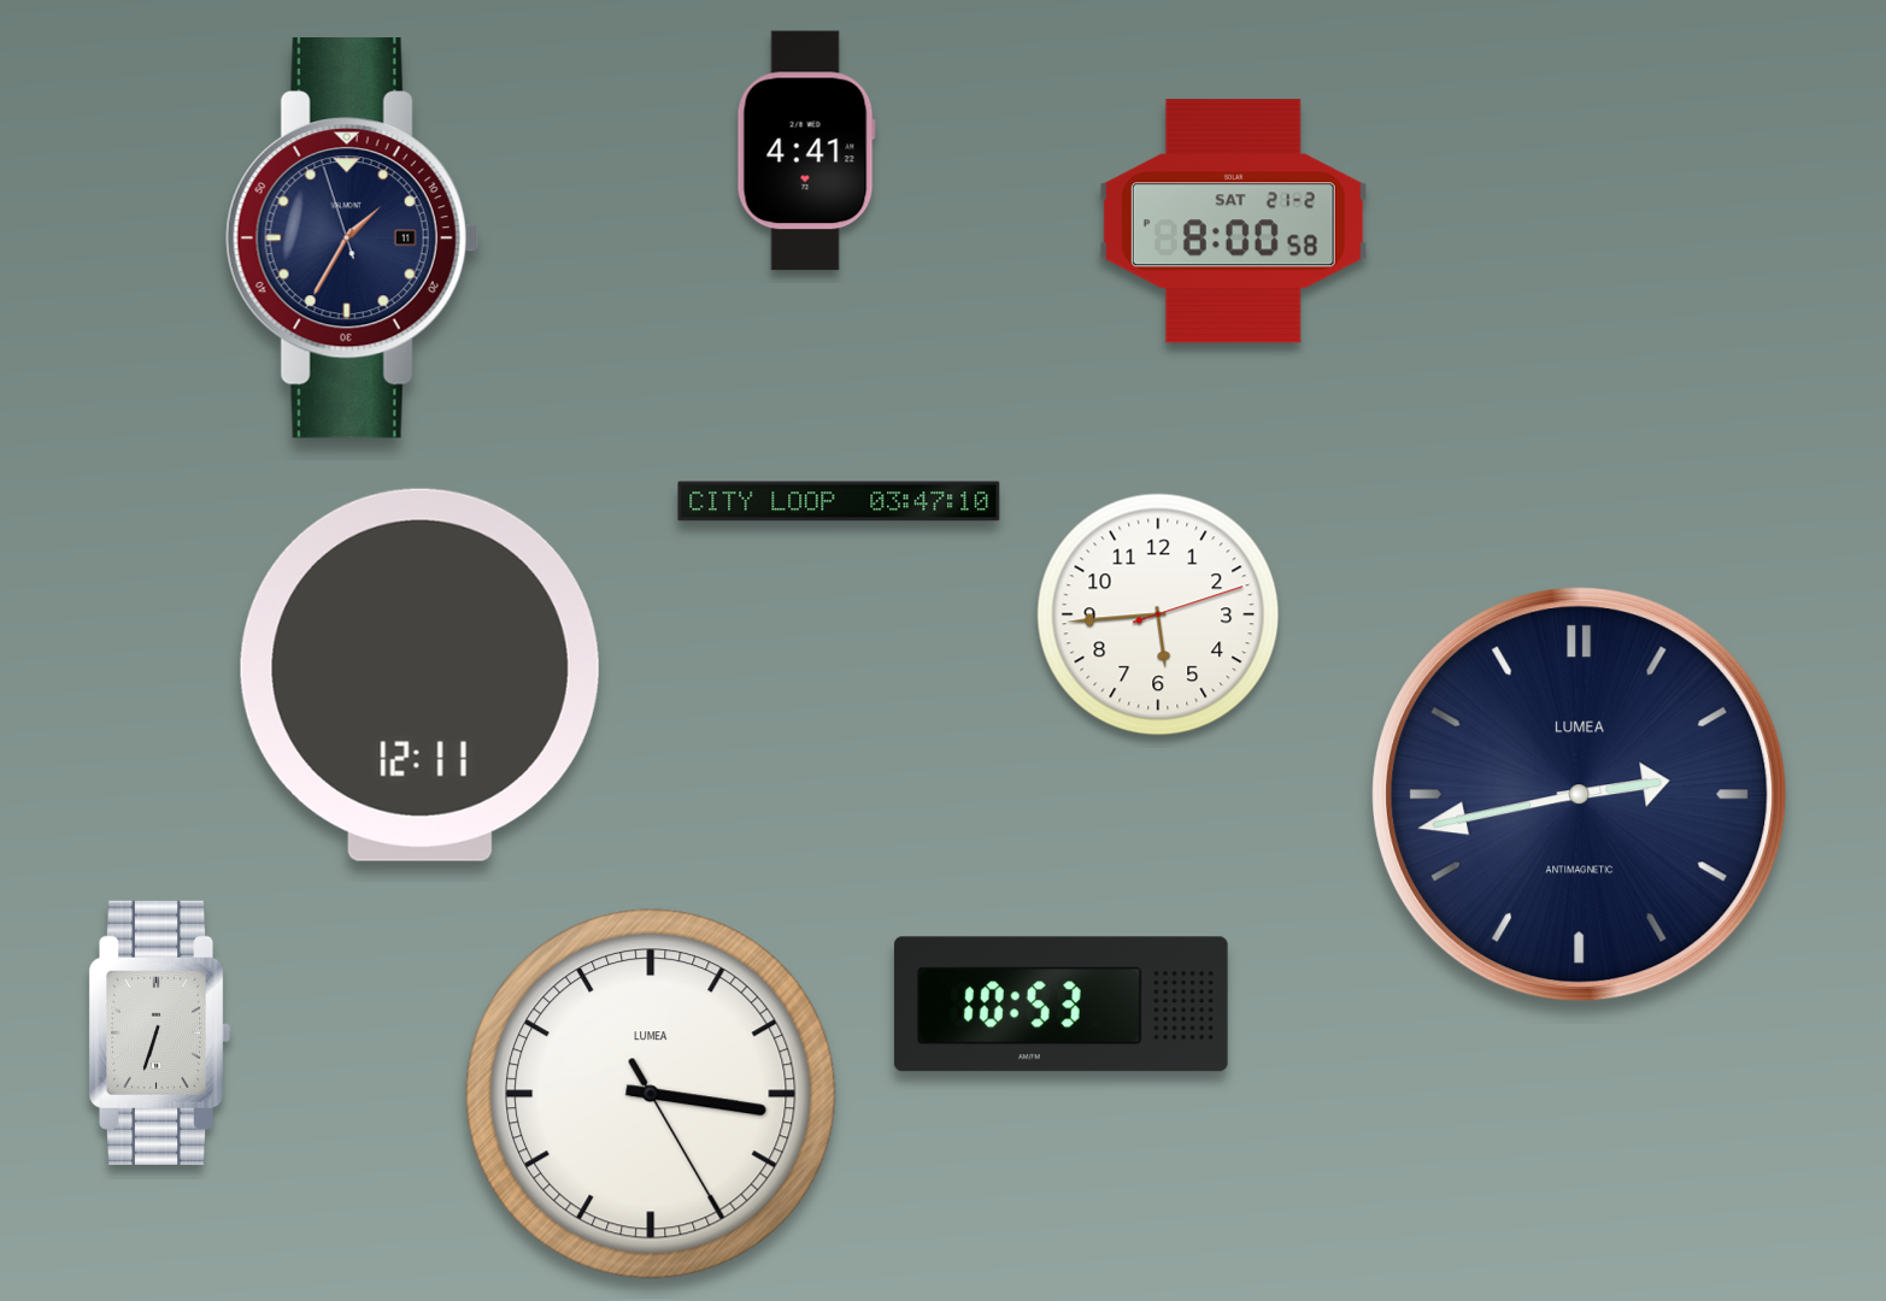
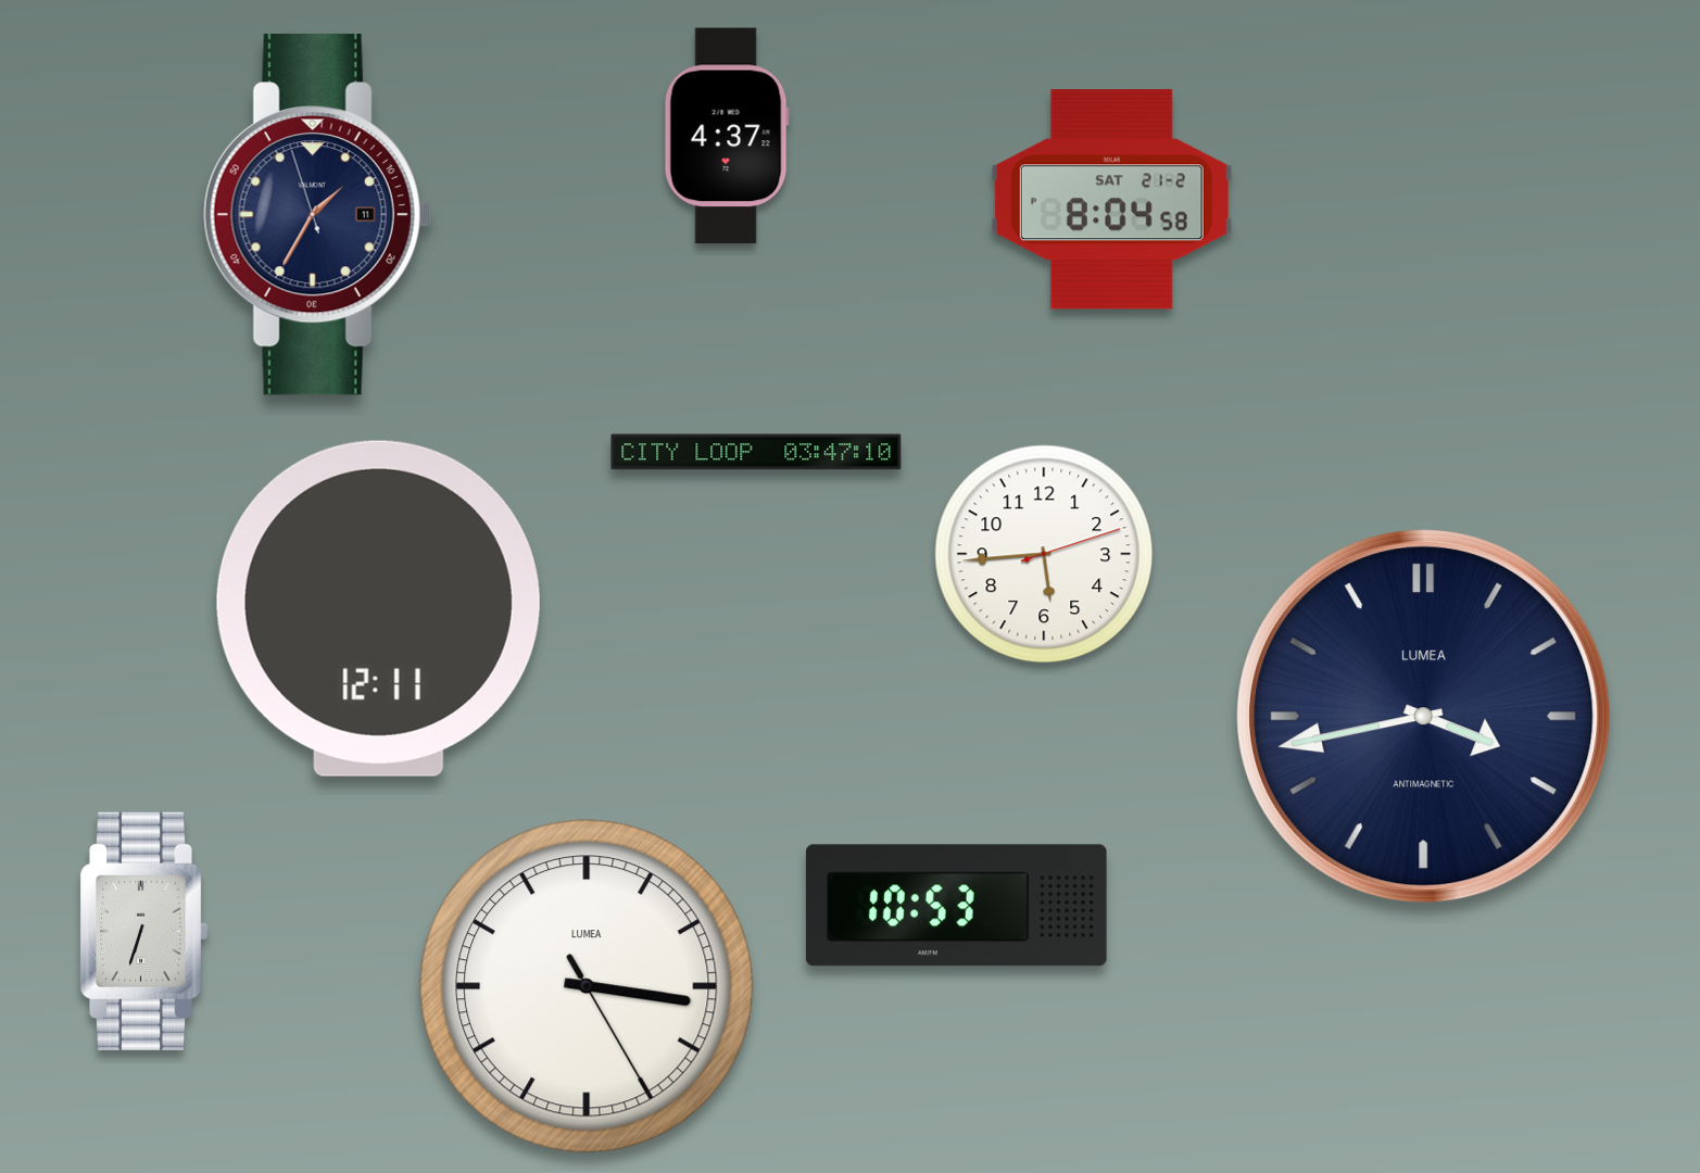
clock at (806, 151): 4:41 -> 4:37
clock at (1233, 222): 8:00 -> 8:04
clock at (1580, 795): 2:43 -> 3:43
